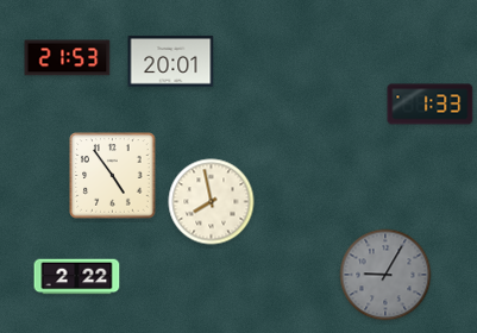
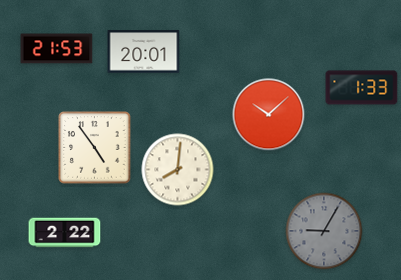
clock at (269, 115): none -> 10:08
clock at (212, 202): 7:58 -> 8:01
